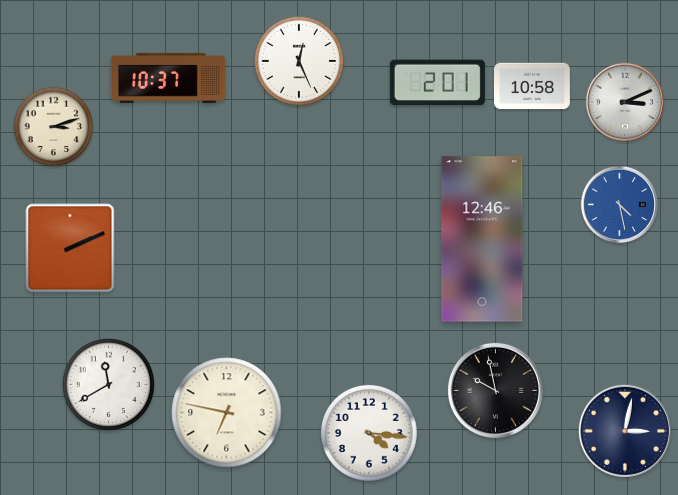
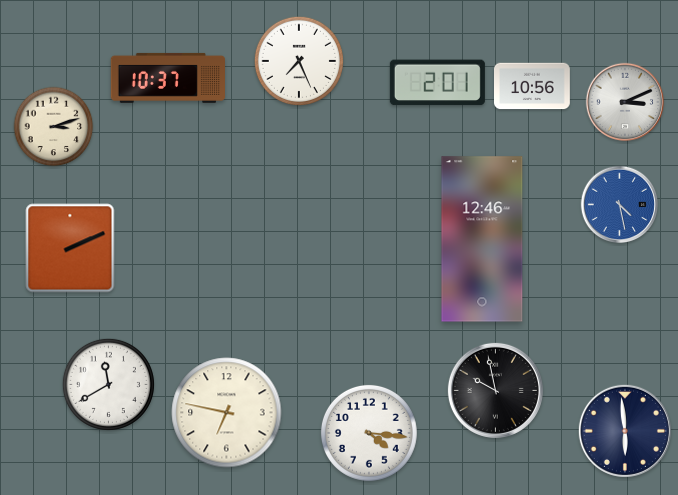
clock at (299, 61): 12:26 -> 7:26
clock at (533, 86): 10:58 -> 10:56
clock at (625, 431): 3:02 -> 5:59
